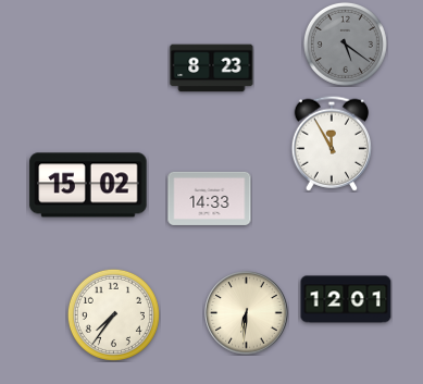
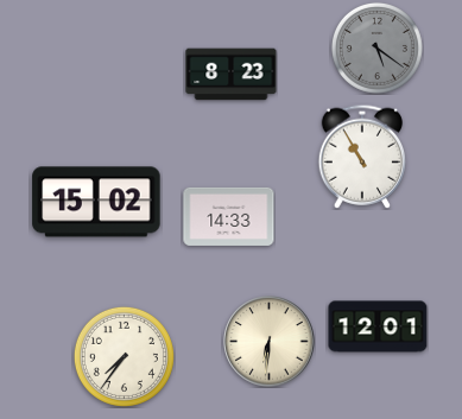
clock at (331, 144): 11:55 -> 10:55
clock at (113, 314) position: (113, 314) -> (124, 356)
